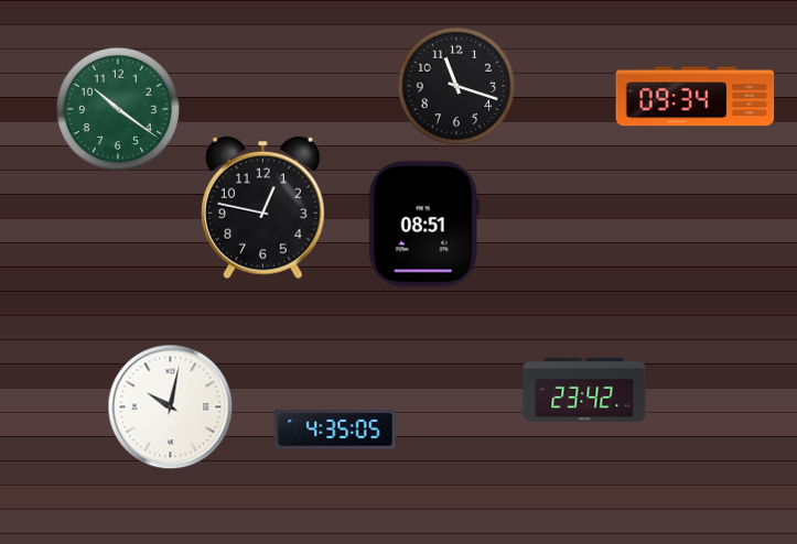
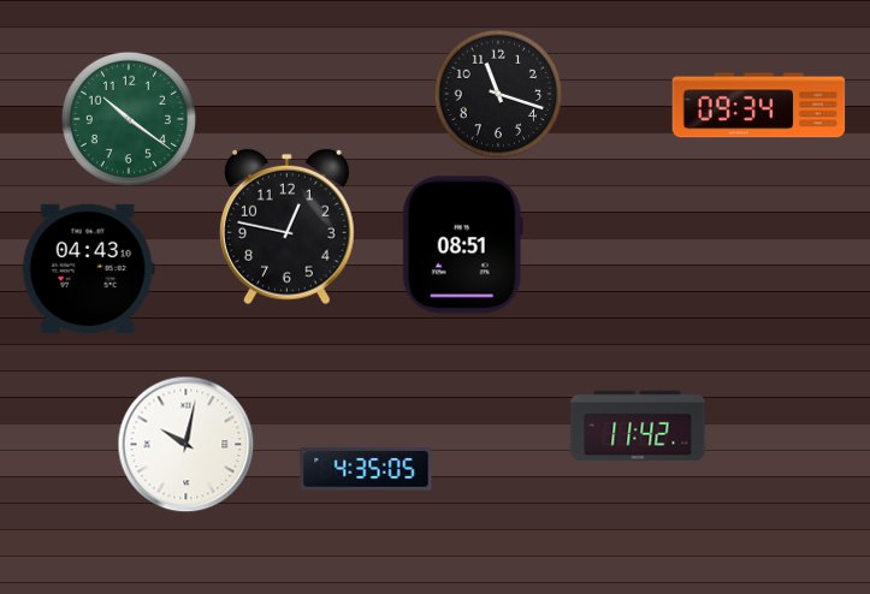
clock at (88, 268): none -> 04:43
clock at (584, 390): 23:42 -> 11:42
